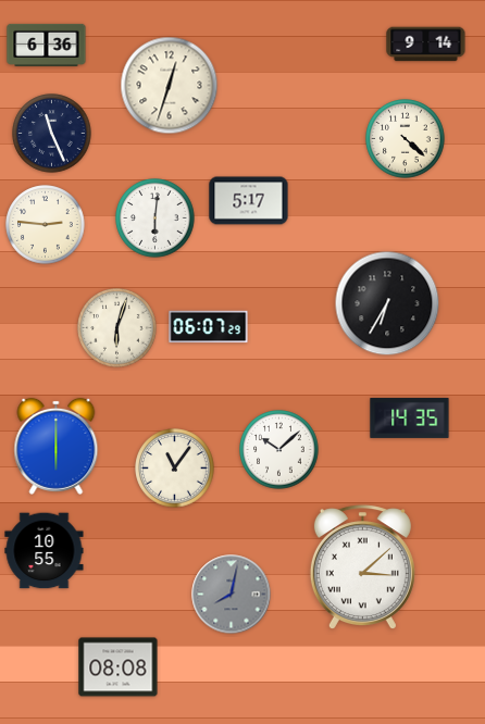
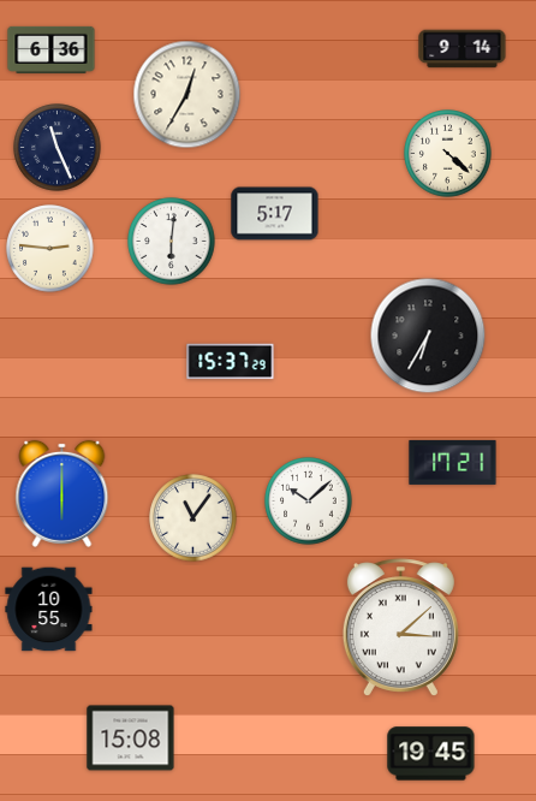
clock at (426, 45) position: (426, 45) -> (463, 49)
clock at (170, 86): 12:33 -> 12:35
clock at (249, 201) position: (249, 201) -> (275, 214)
clock at (209, 327): 06:07 -> 15:37
clock at (117, 328): 6:03 -> none
clock at (410, 417): 14:35 -> 17:21
clock at (279, 450) position: (279, 450) -> (309, 502)
clock at (232, 595): 8:02 -> none
clock at (119, 667): 08:08 -> 15:08
clock at (431, 754): none -> 19:45
